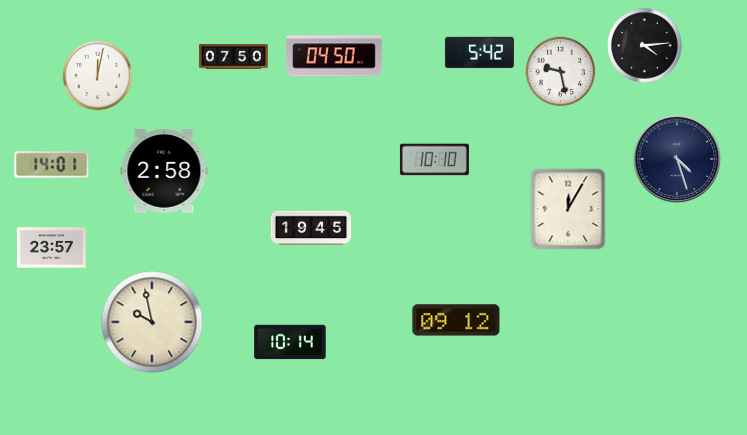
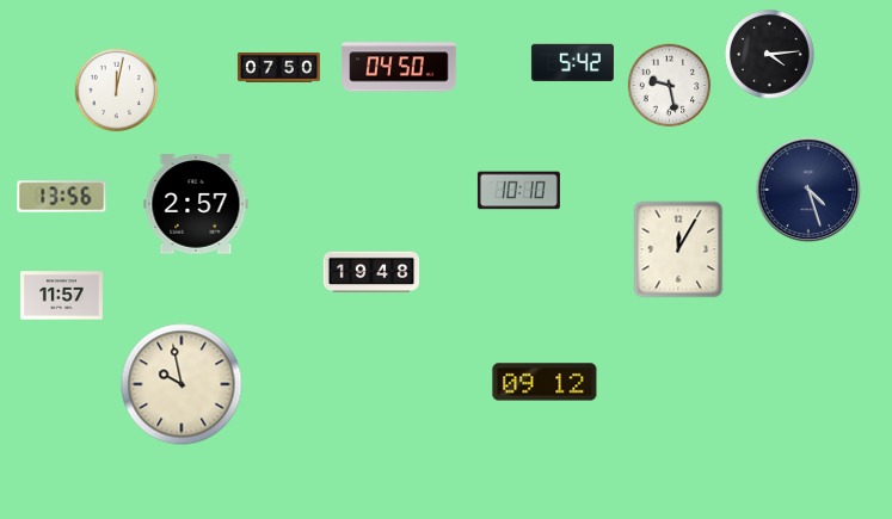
clock at (52, 165): 14:01 -> 13:56
clock at (164, 171): 2:58 -> 2:57
clock at (311, 228): 19:45 -> 19:48
clock at (51, 248): 23:57 -> 11:57
clock at (290, 342): 10:14 -> none
